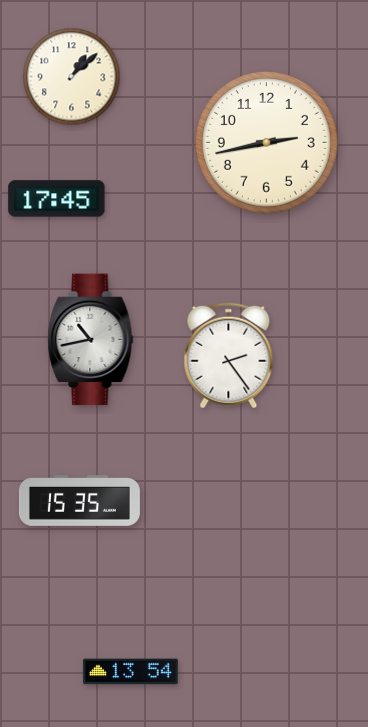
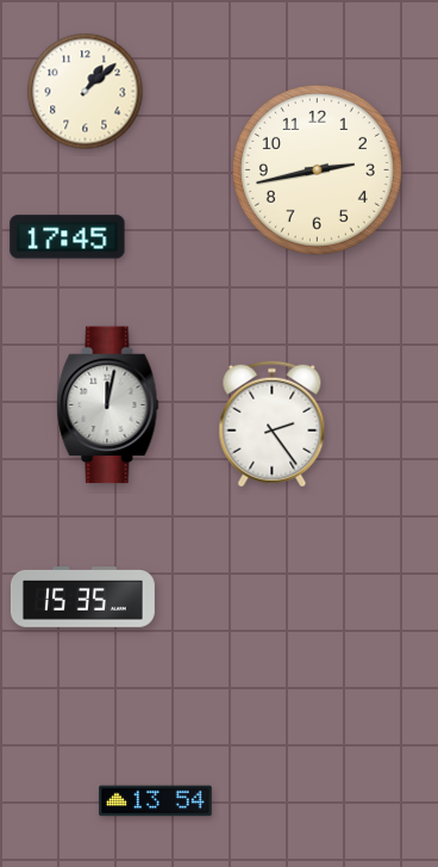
clock at (91, 340): 10:43 -> 12:02
clock at (79, 501) position: (79, 501) -> (82, 597)
